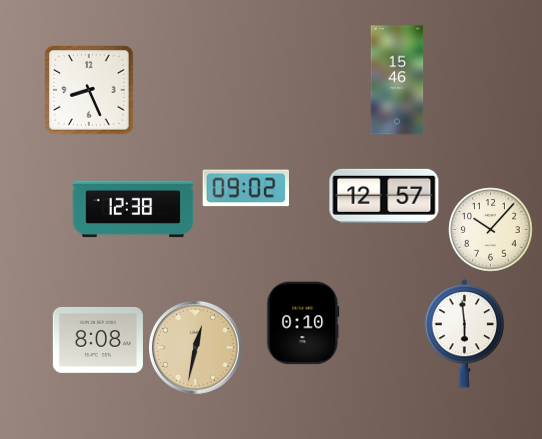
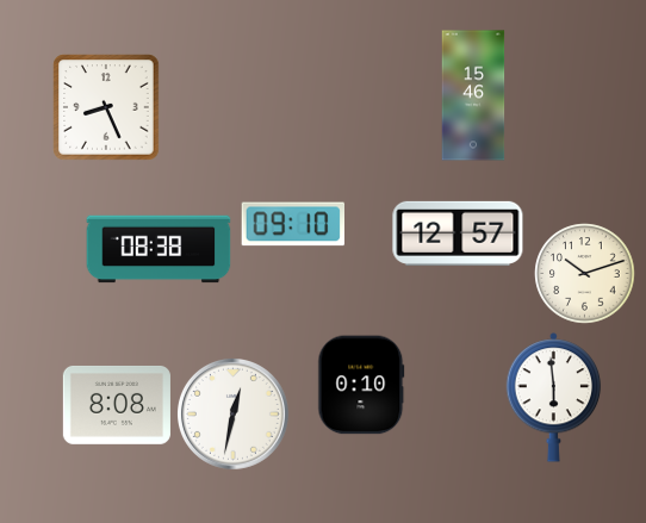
clock at (245, 188): 09:02 -> 09:10
clock at (133, 209): 12:38 -> 08:38
clock at (491, 230): 10:07 -> 10:12
clock at (196, 348) dial: champagne -> white
